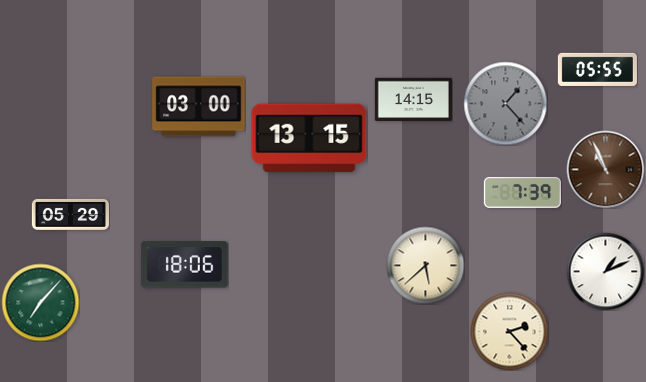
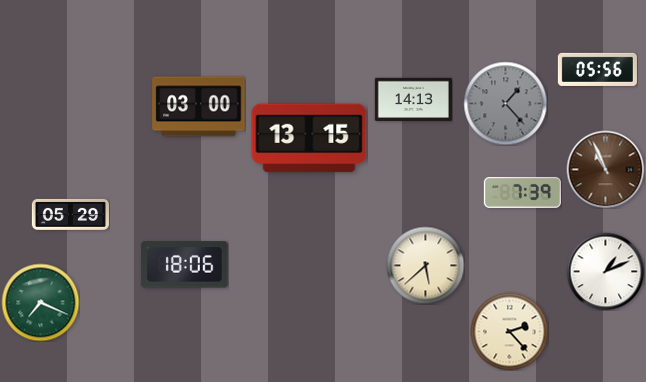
clock at (597, 69): 05:55 -> 05:56
clock at (413, 99): 14:15 -> 14:13
clock at (40, 302): 7:07 -> 7:19
